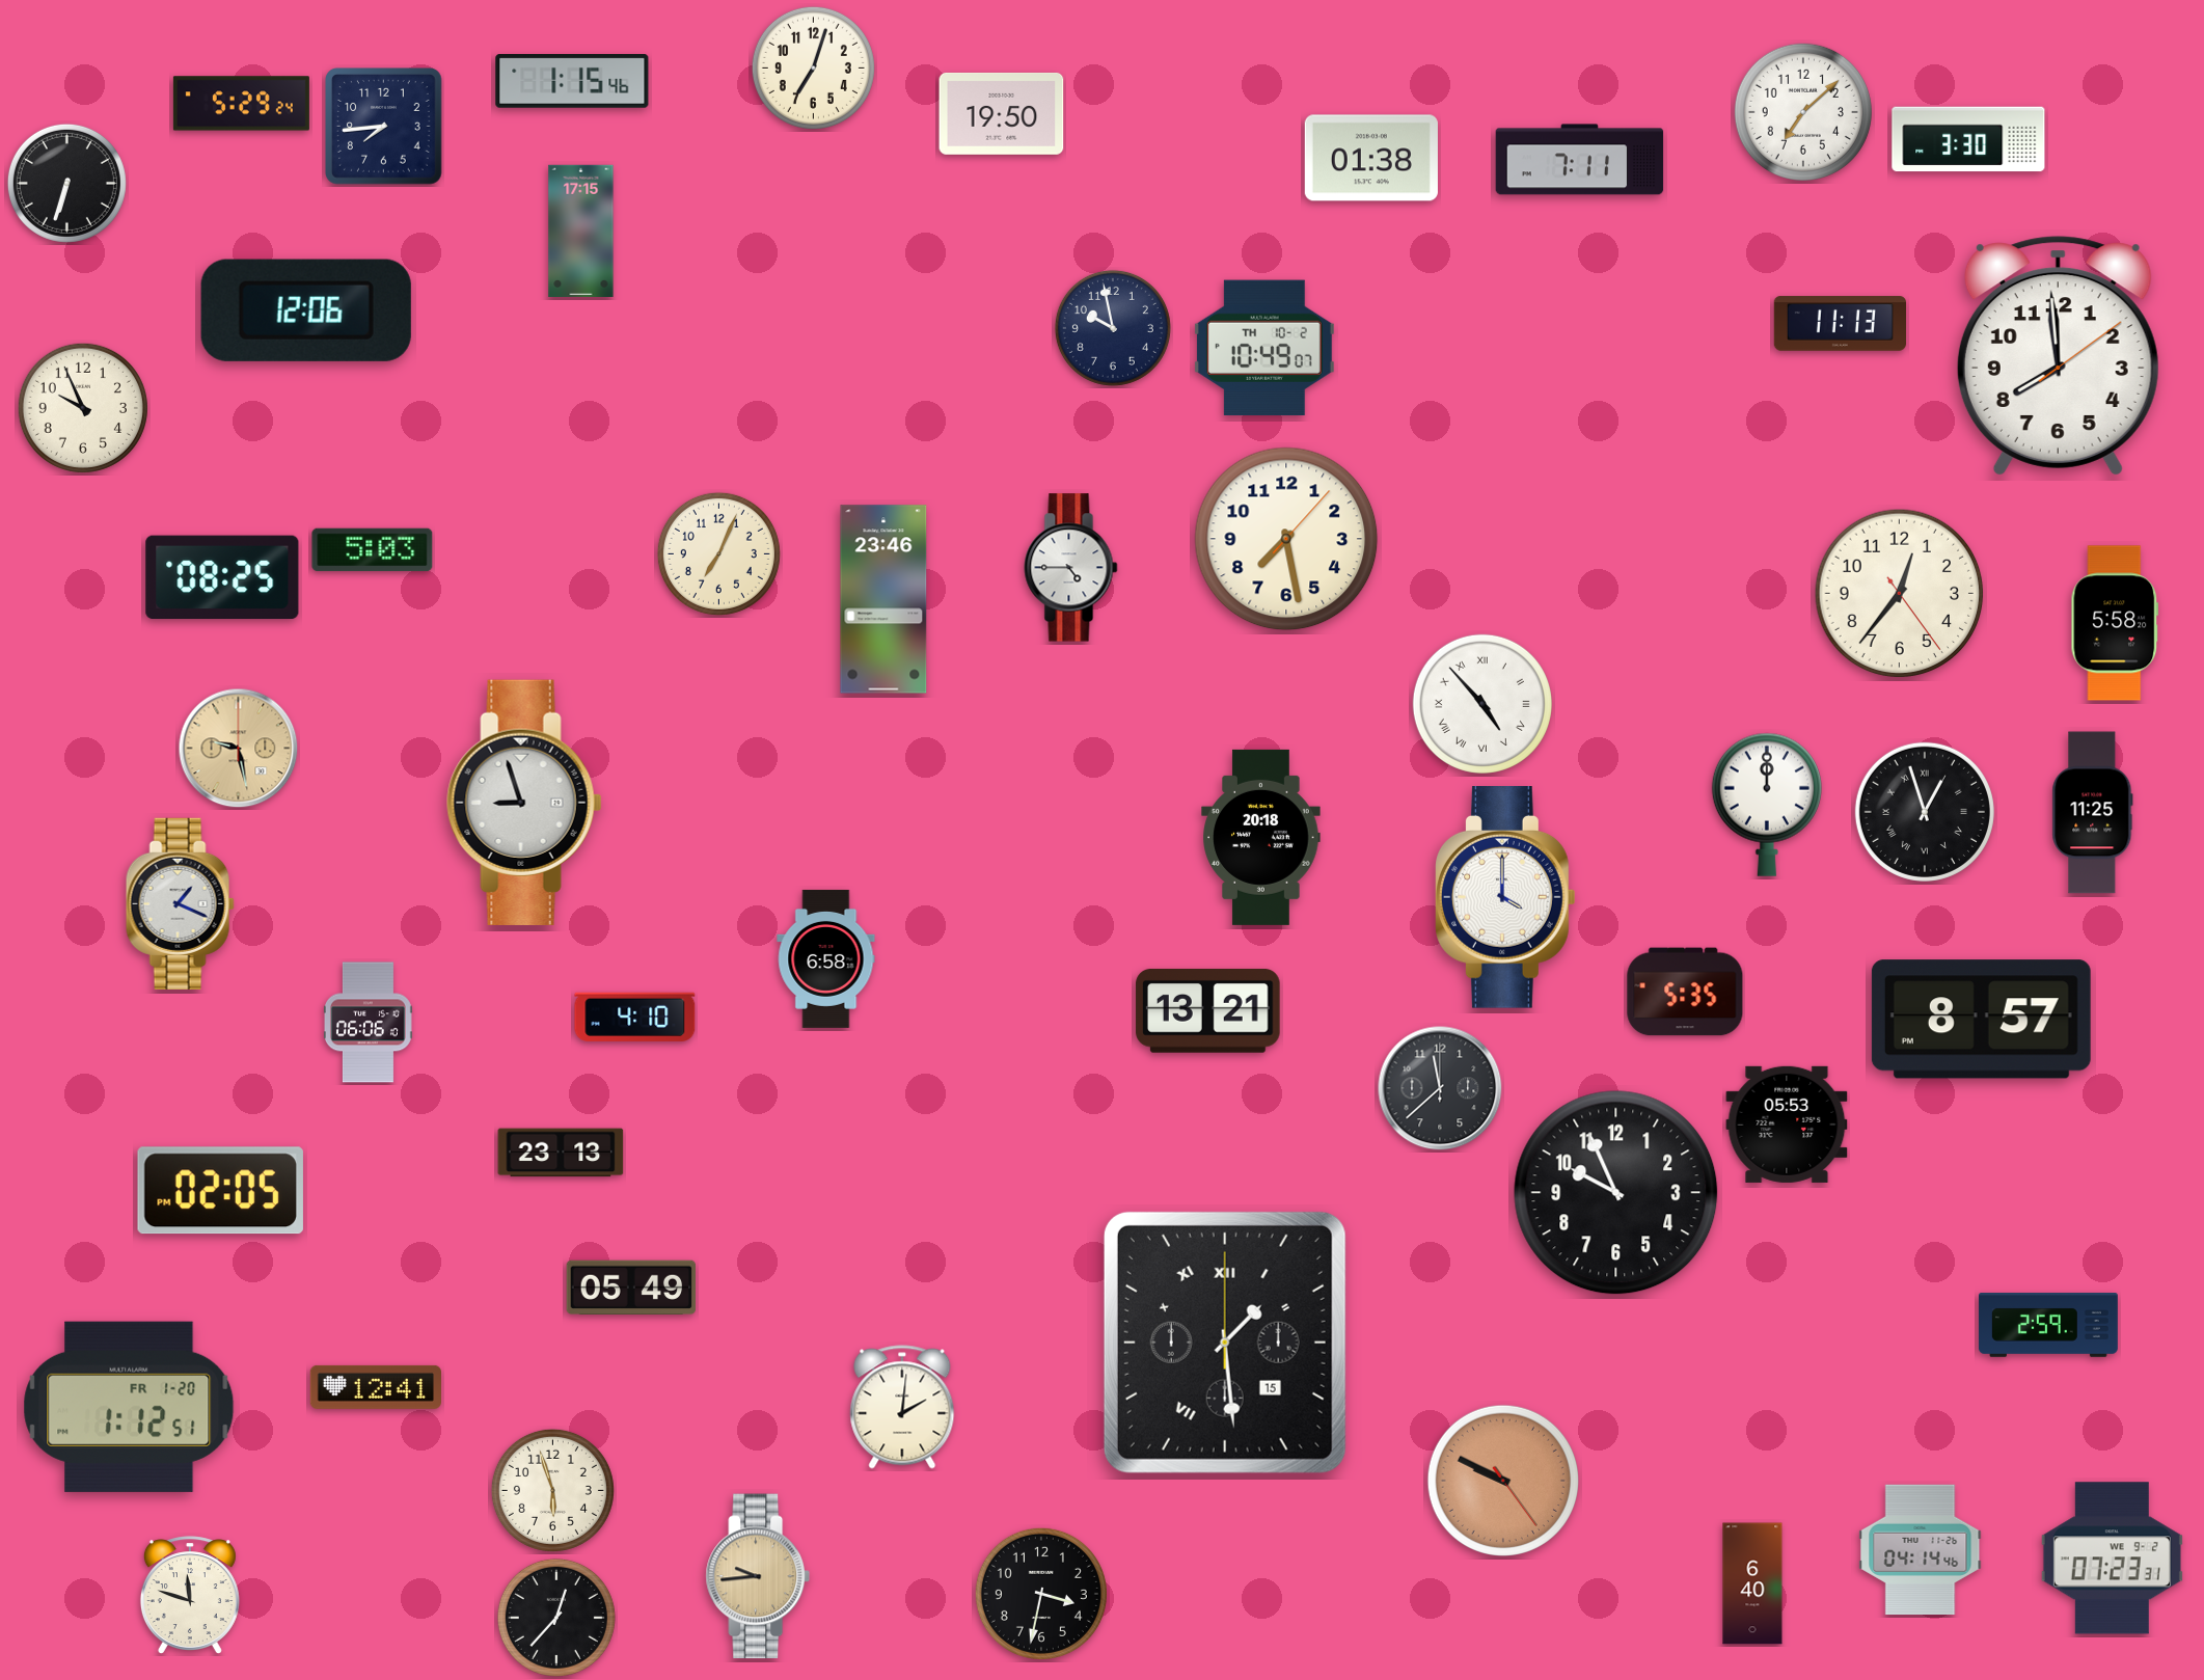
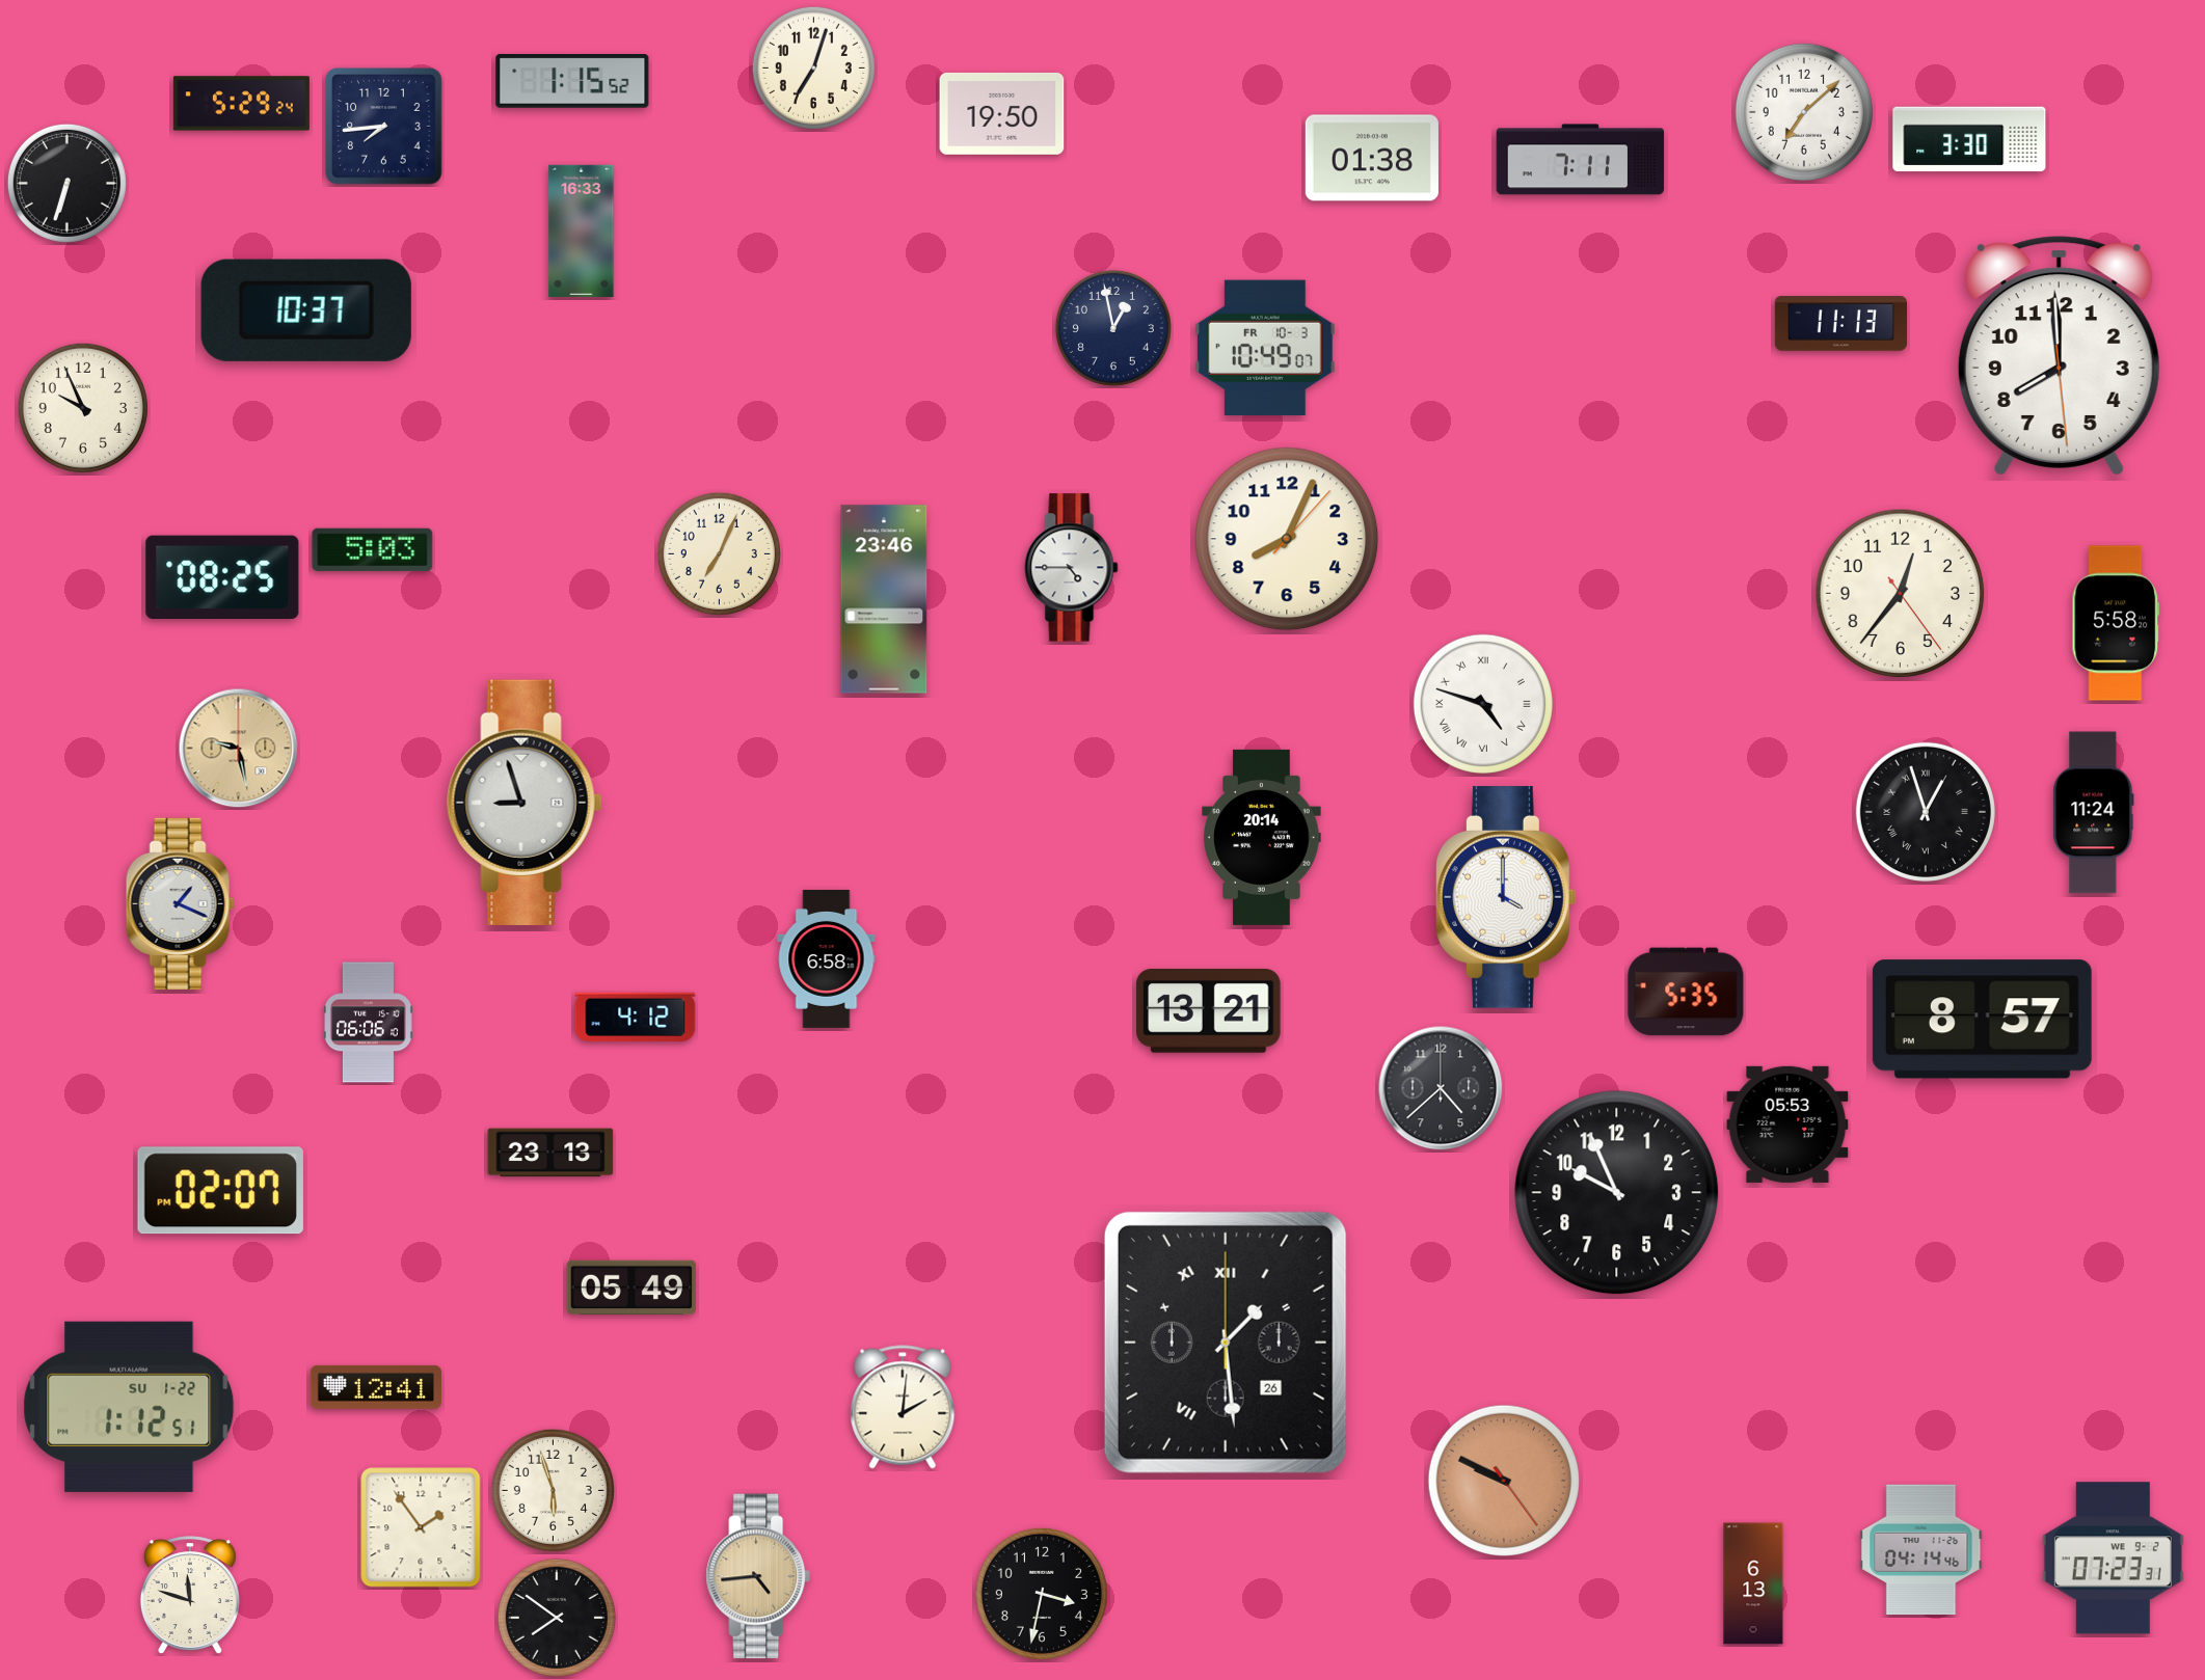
clock at (572, 82): 1:15:46 -> 1:15:52
clock at (581, 231): 17:15 -> 16:33
clock at (306, 310): 12:06 -> 10:37
clock at (1113, 328): 9:58 -> 12:58
clock at (1264, 347) date: TH 10-2 -> FR 10-3
clock at (2058, 356): 7:59:09 -> 7:59:29
clock at (1286, 539): 7:28 -> 8:04
clock at (1482, 704): 4:53 -> 4:48
clock at (1767, 805): 12:00 -> none
clock at (2093, 813): 11:25 -> 11:24
clock at (1261, 837): 20:18 -> 20:14
clock at (635, 1017): 4:10 -> 4:12
clock at (1440, 1088): 11:38 -> 4:38
clock at (561, 1153) position: (561, 1153) -> (550, 1153)
clock at (220, 1191): 02:05 -> 02:07
clock at (2048, 1326): 2:59 -> none
clock at (1225, 1343) date: 15 -> 26
clock at (129, 1407) date: FR 1-20 -> SU 1-22
clock at (421, 1527): none -> 1:54
clock at (758, 1576): 9:44 -> 4:44
clock at (1752, 1583): 6:40 -> 6:13
clock at (556, 1618): 12:37 -> 7:51
